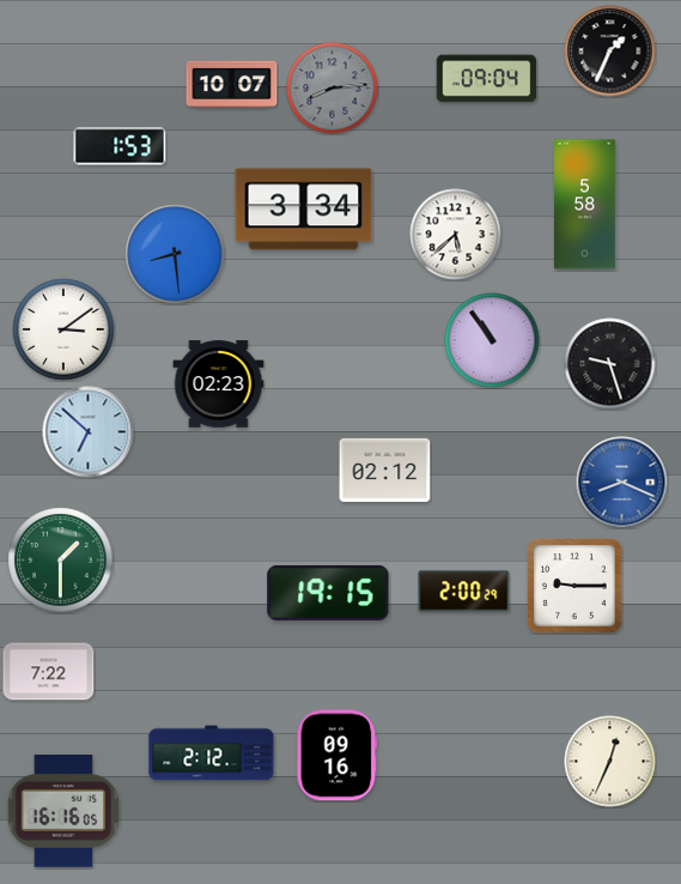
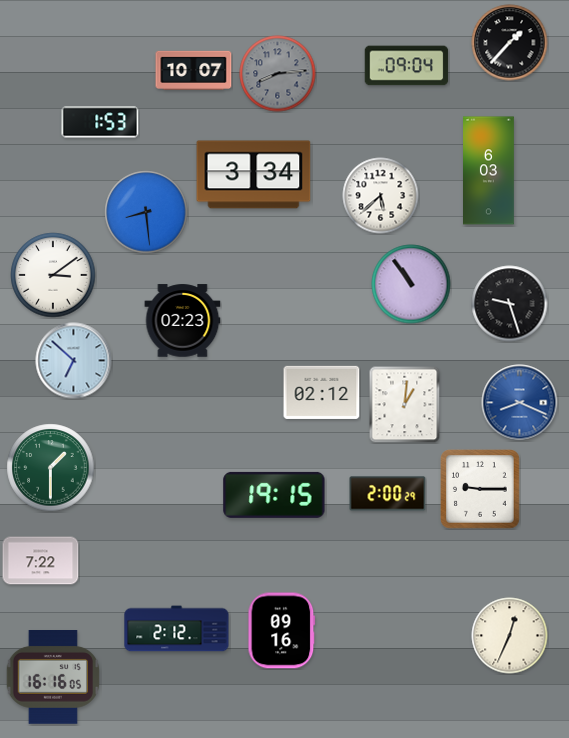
clock at (610, 52): 1:34 -> 1:37
clock at (585, 205): 5:58 -> 6:03
clock at (405, 404): none -> 1:01
